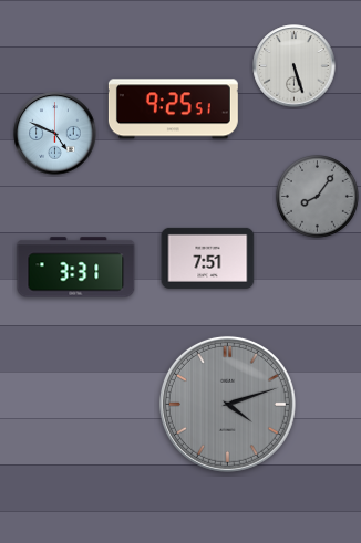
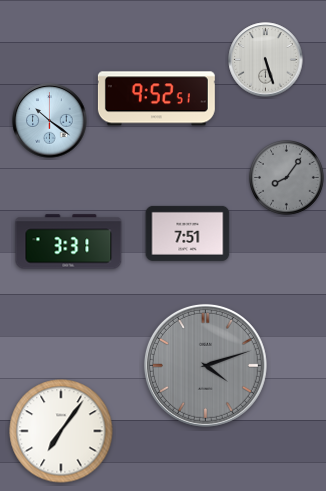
clock at (173, 109): 9:25 -> 9:52
clock at (55, 134): 4:49 -> 10:21
clock at (61, 431): none -> 7:06
